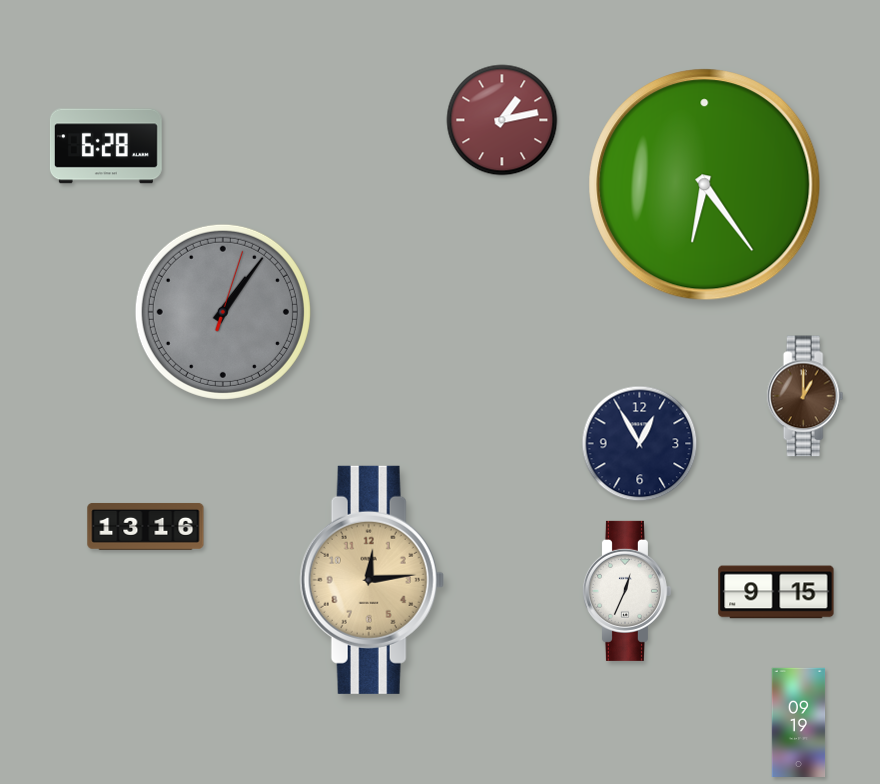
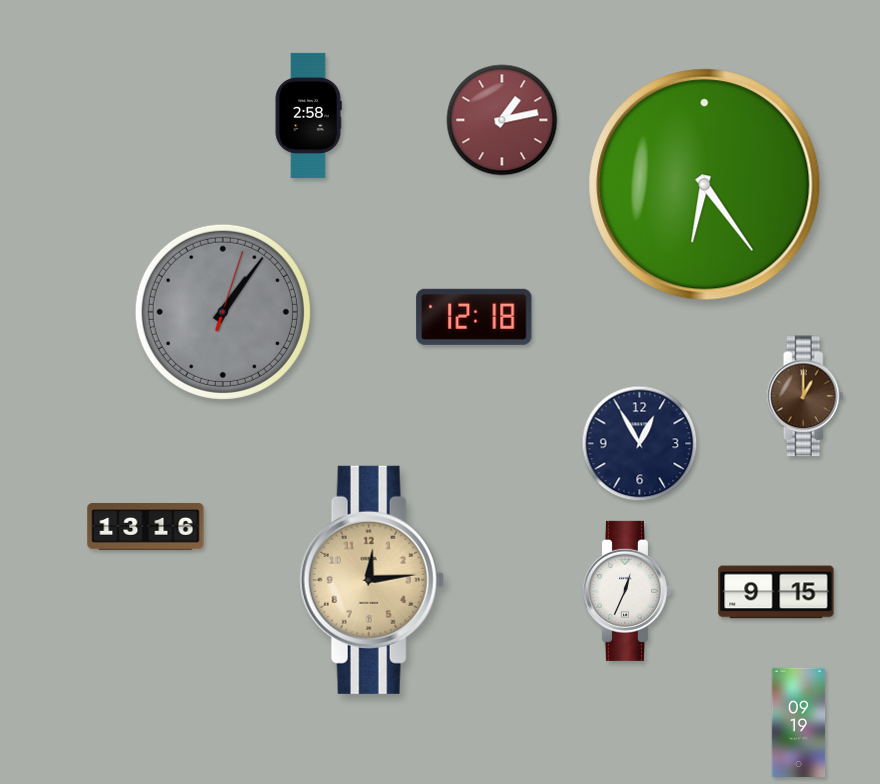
clock at (308, 115): none -> 2:58
clock at (106, 146): 6:28 -> none
clock at (474, 317): none -> 12:18
